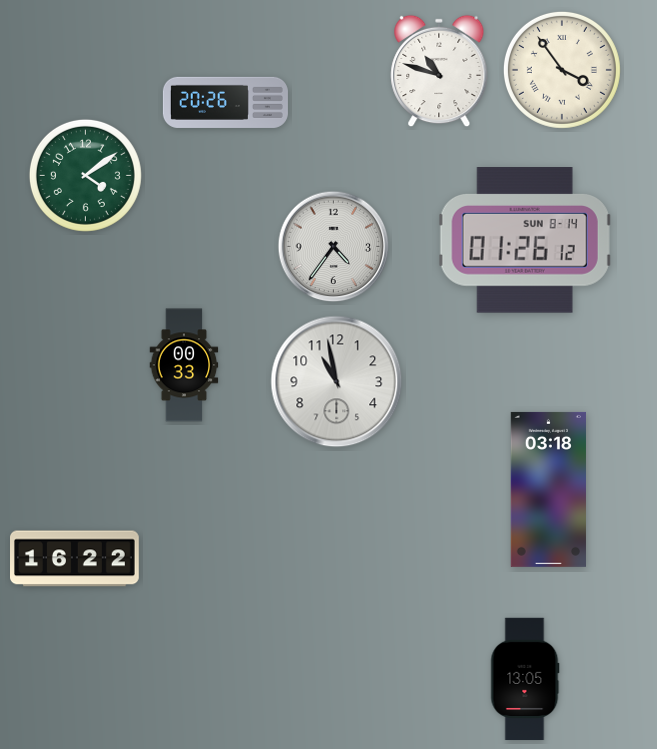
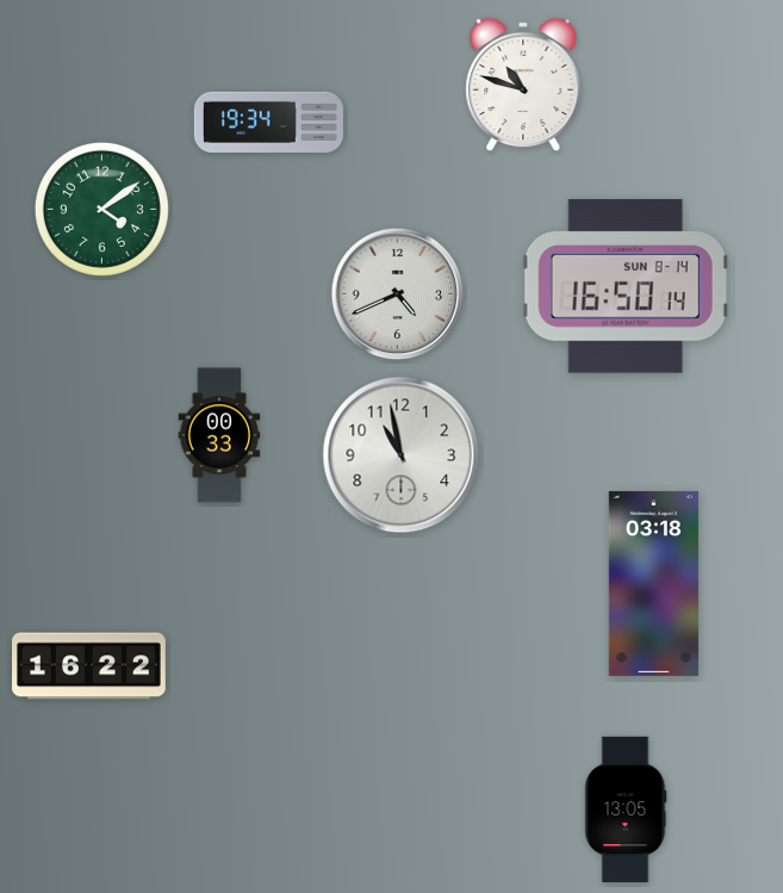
clock at (562, 70): 3:54 -> none
clock at (225, 102): 20:26 -> 19:34
clock at (525, 240): 01:26 -> 16:50
clock at (334, 247): 4:36 -> 4:41
